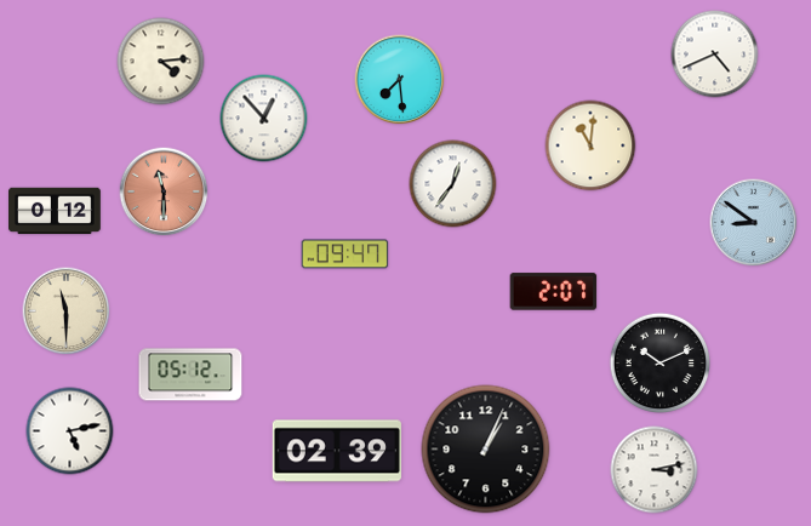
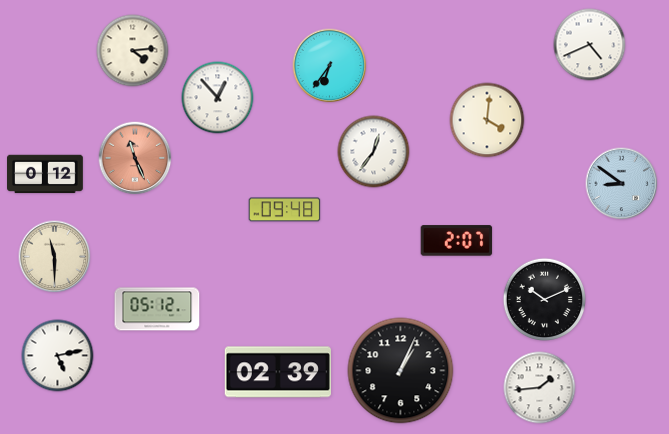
clock at (400, 80): 7:29 -> 6:36
clock at (590, 145): 11:01 -> 4:01
clock at (164, 191): 11:30 -> 11:26
clock at (345, 255): 09:47 -> 09:48
clock at (655, 470): 3:13 -> 1:44
